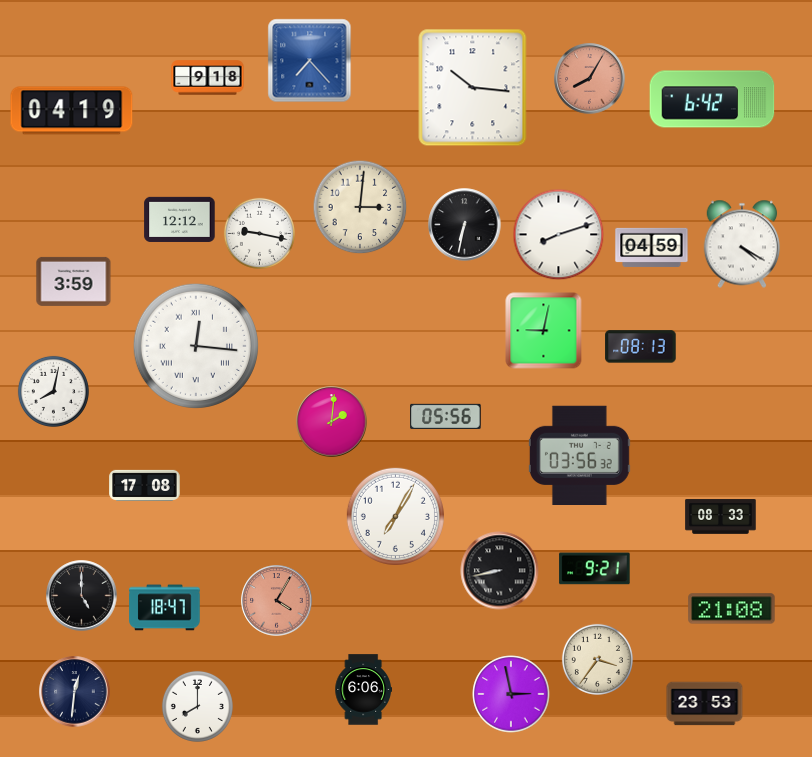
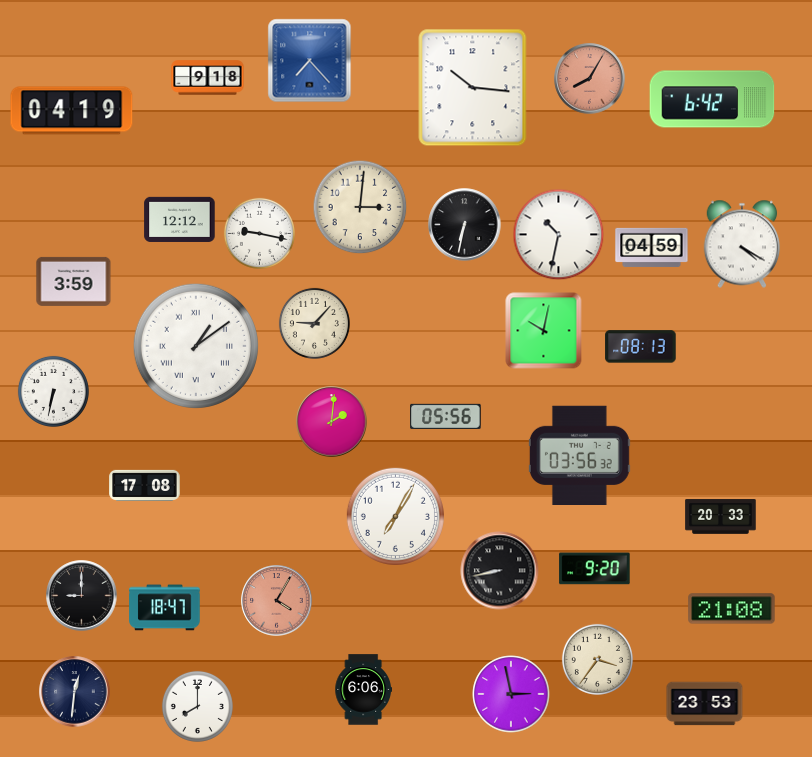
clock at (559, 235): 8:12 -> 10:32
clock at (314, 323): none -> 9:07
clock at (544, 331): 9:02 -> 10:02
clock at (196, 346): 12:16 -> 1:09
clock at (53, 391): 8:02 -> 6:32
clock at (721, 517): 08:33 -> 20:33
clock at (595, 569): 9:21 -> 9:20
clock at (82, 596): 5:00 -> 9:00
